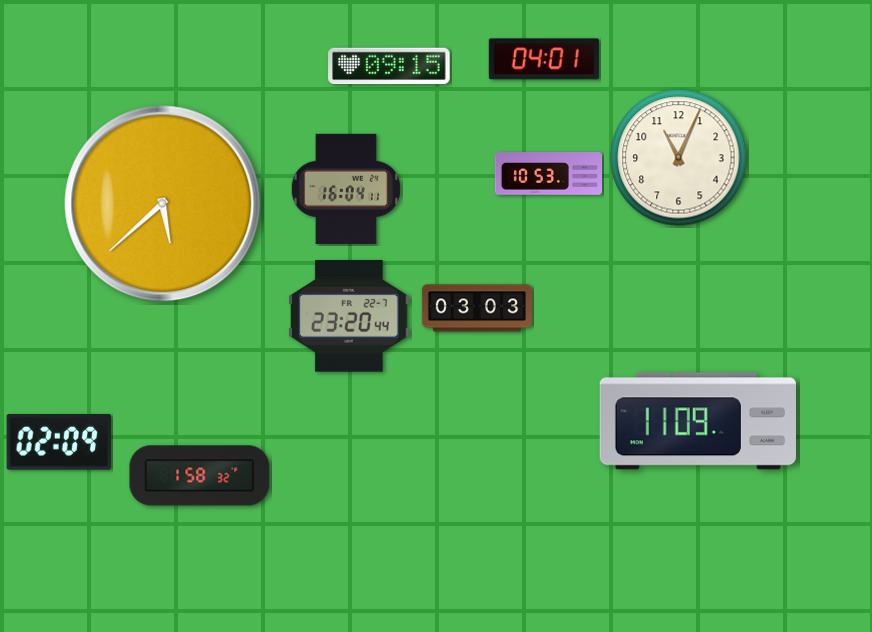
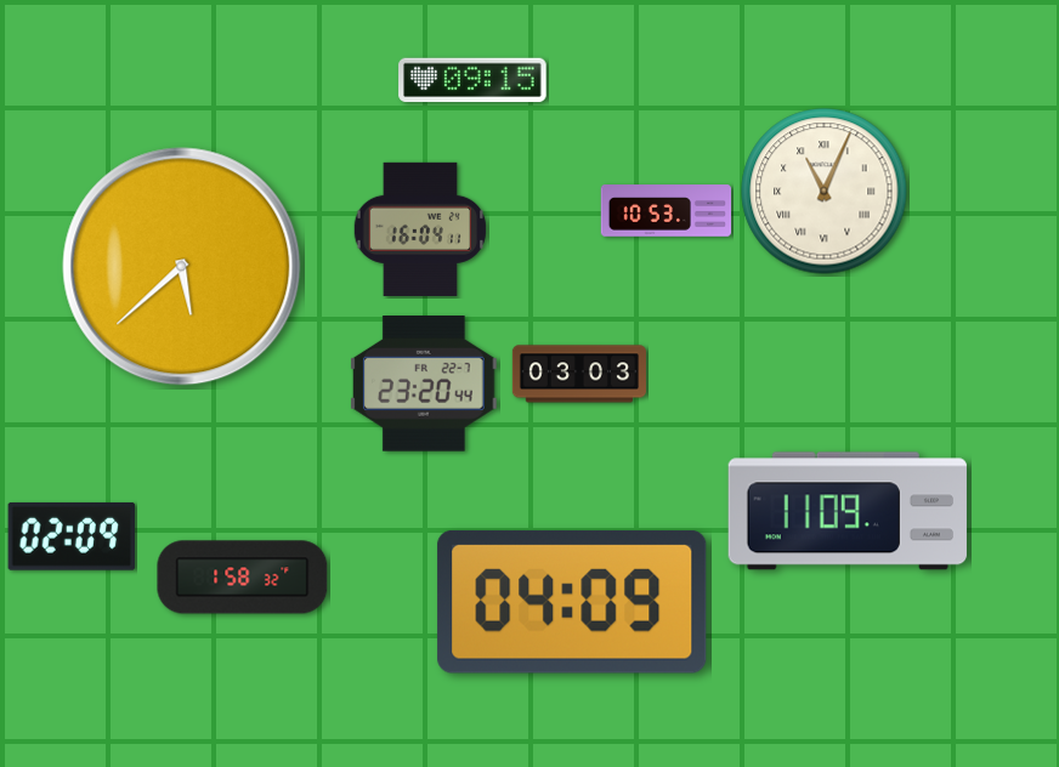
clock at (544, 59): 04:01 -> none
clock at (679, 158) numerals: Arabic -> Roman
clock at (163, 204) position: (163, 204) -> (182, 267)
clock at (572, 602): none -> 04:09
